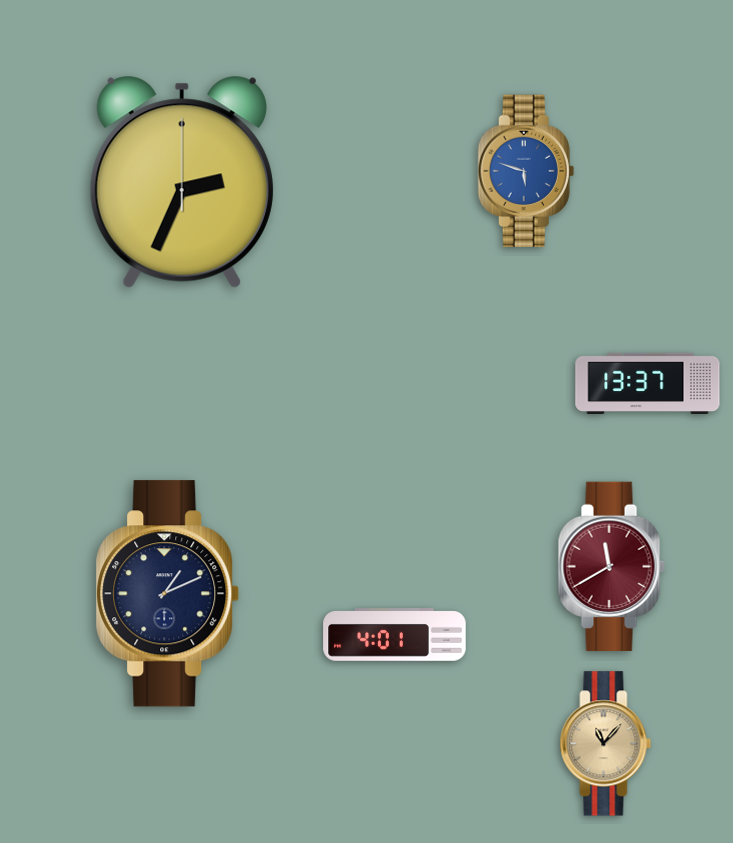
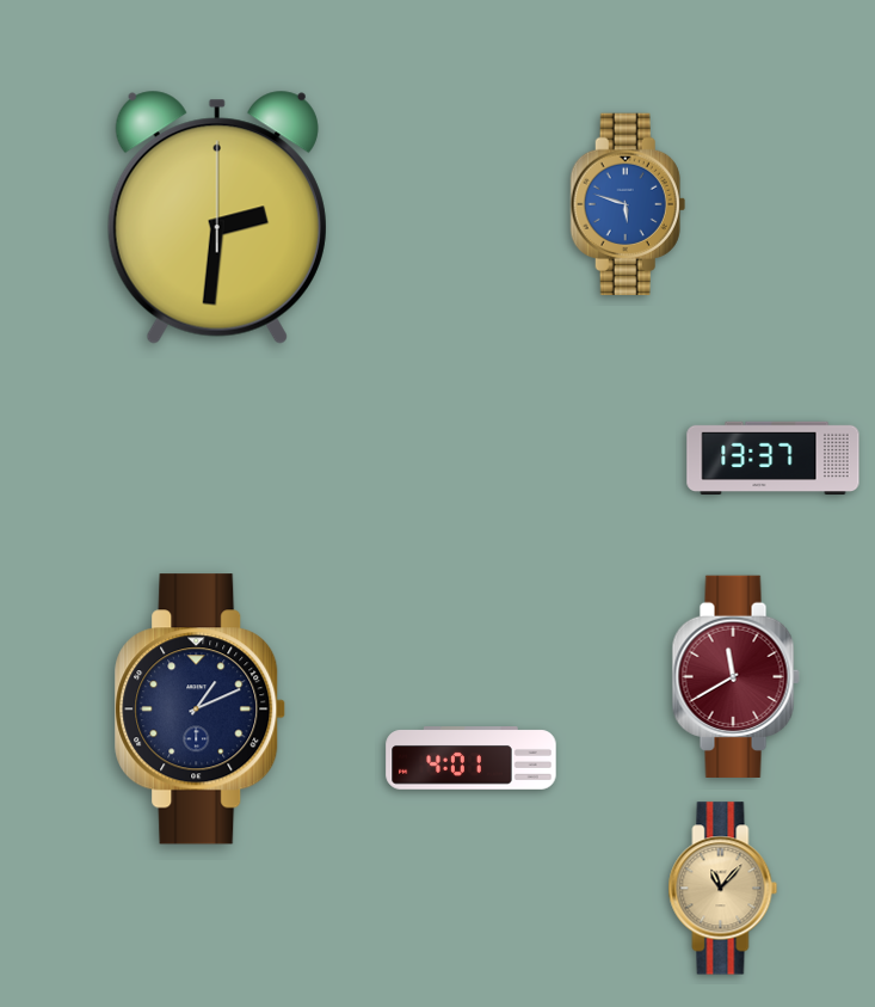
clock at (182, 182): 2:34 -> 2:31
clock at (611, 566) position: (611, 566) -> (735, 676)
